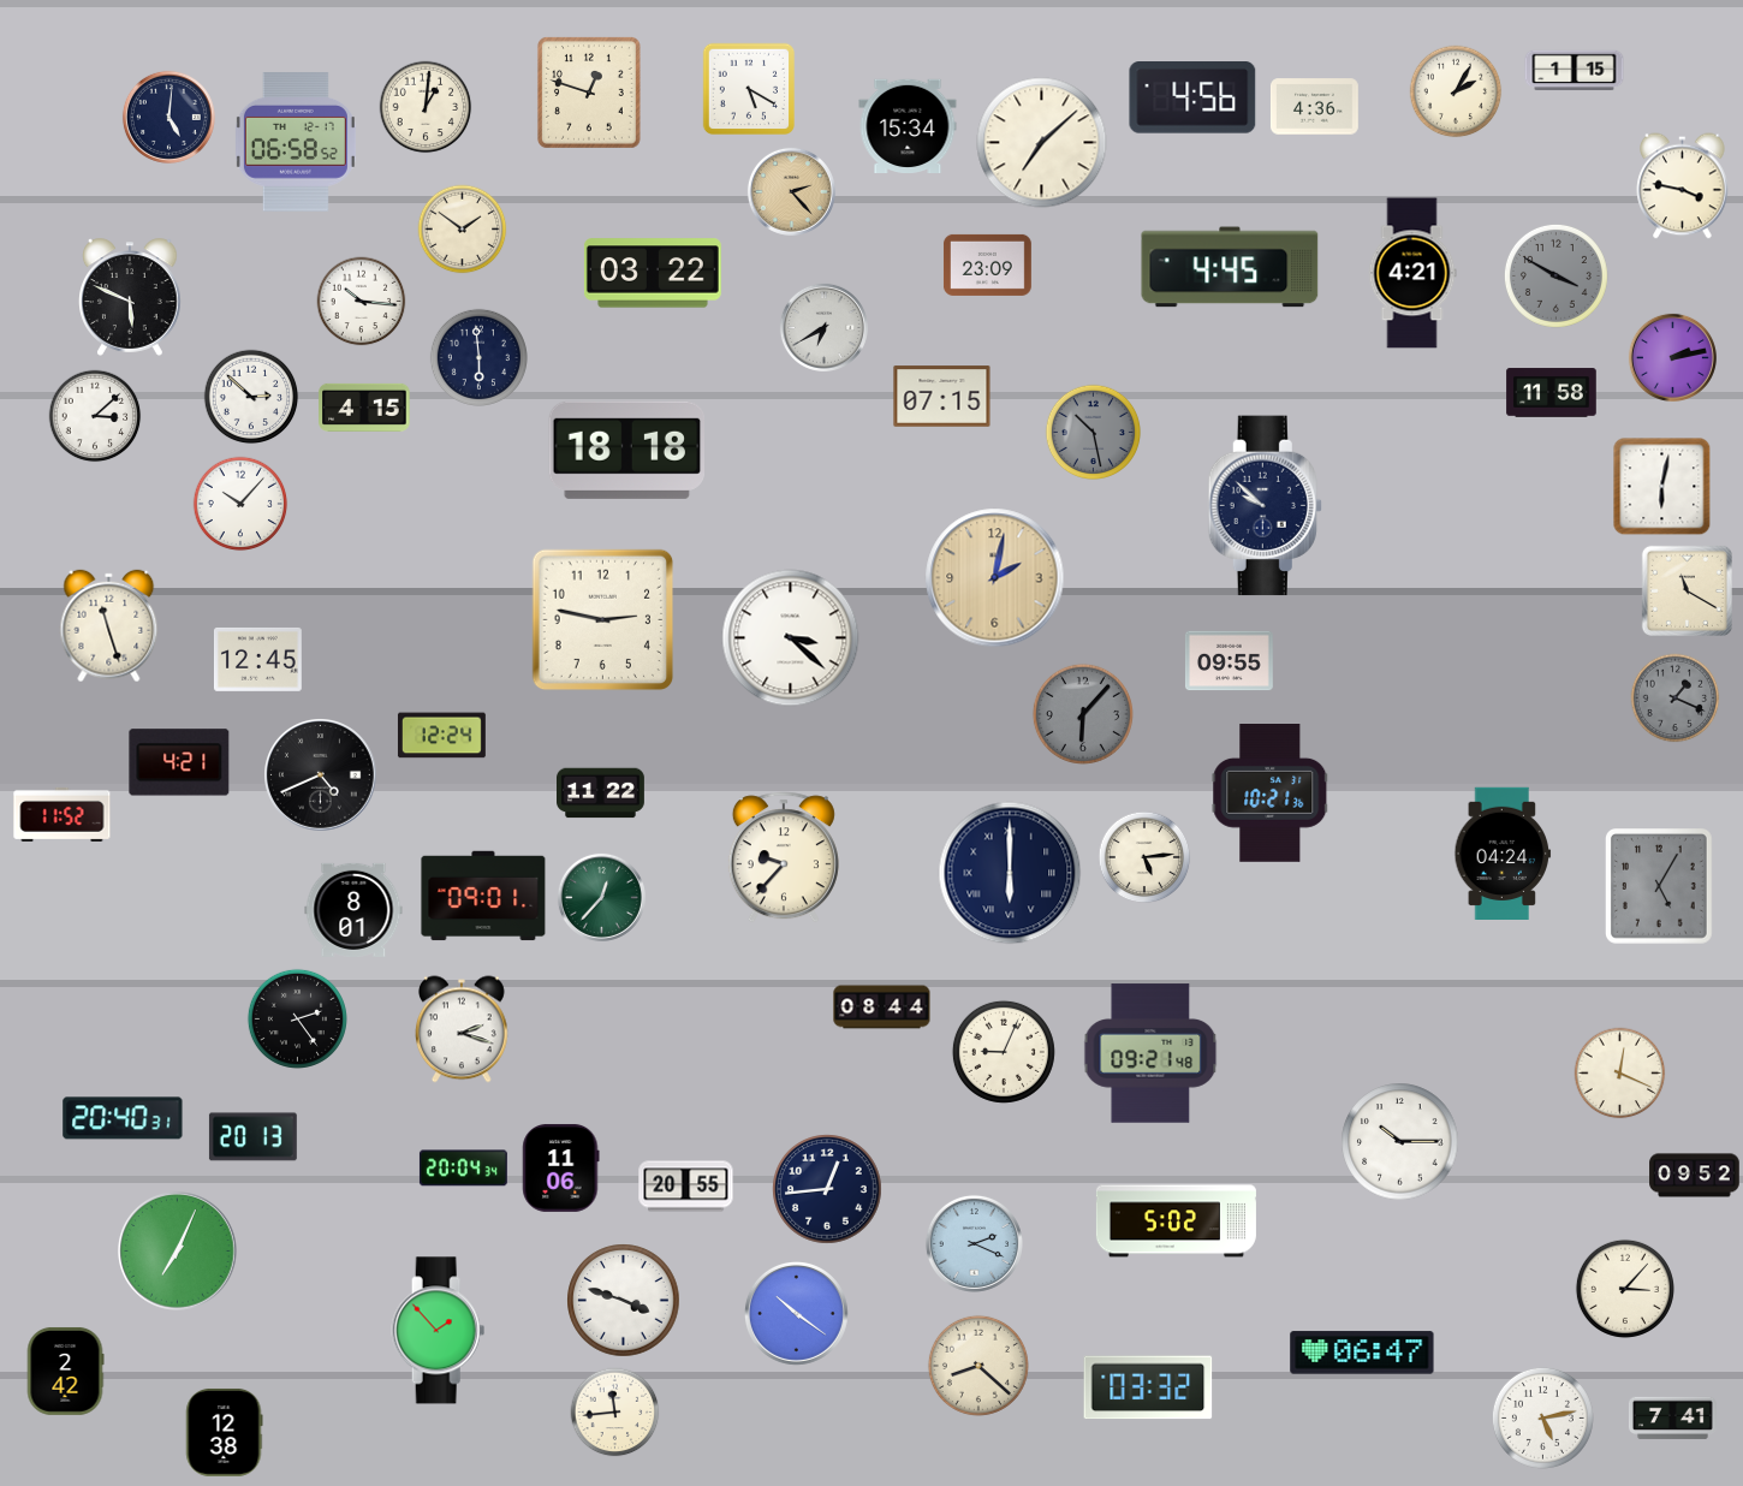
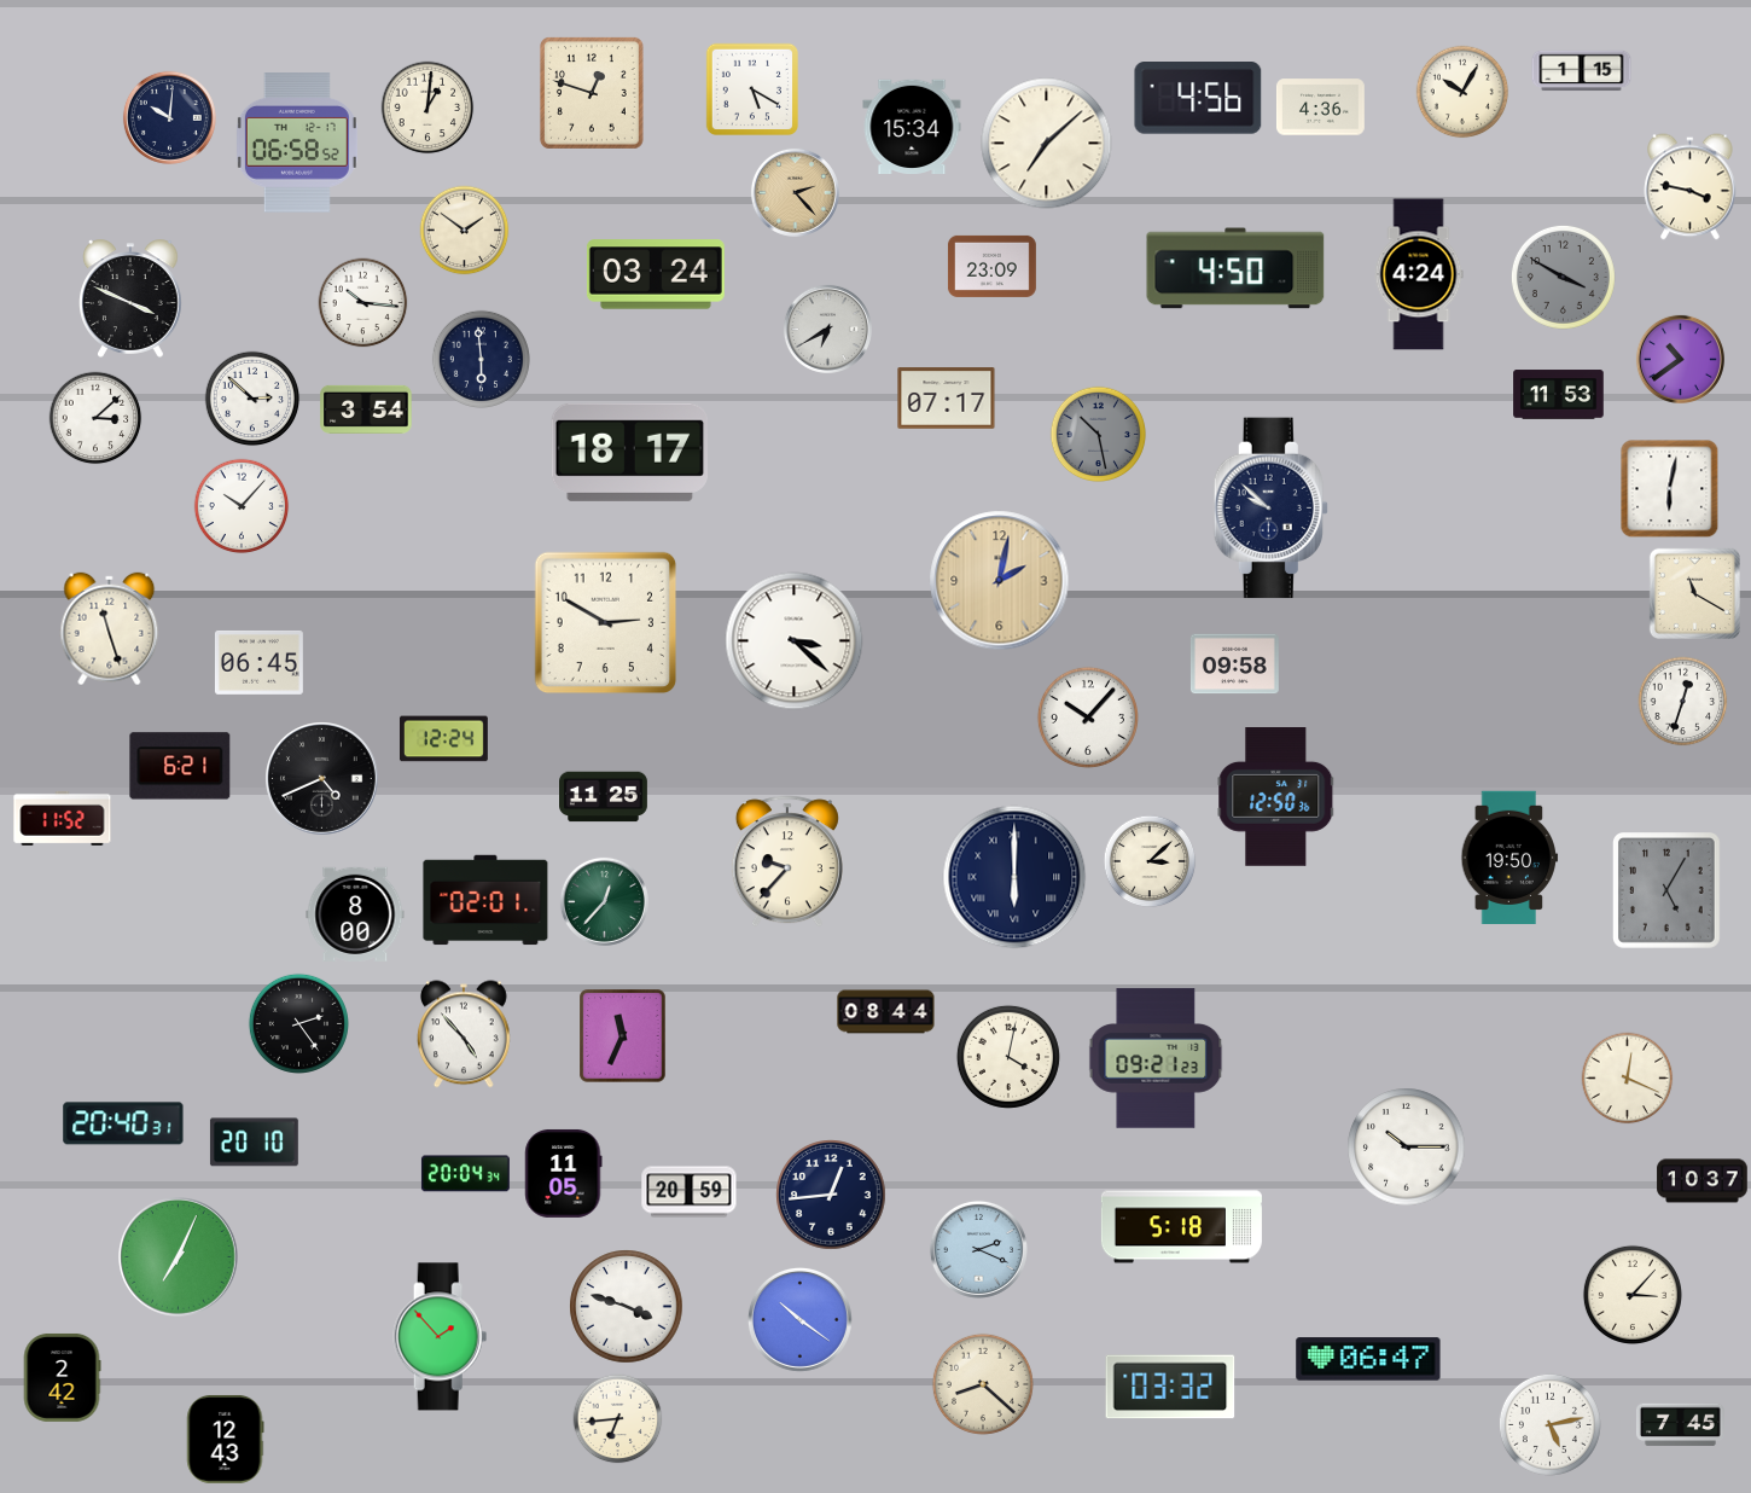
clock at (1456, 91): 2:05 -> 10:05
clock at (168, 117): 5:01 -> 10:01
clock at (1230, 267): 4:45 -> 4:50
clock at (653, 273): 03:22 -> 03:24
clock at (1412, 273): 4:21 -> 4:24
clock at (131, 297): 5:49 -> 3:49
clock at (1672, 357): 2:13 -> 10:39
clock at (1552, 393): 11:58 -> 11:53
clock at (942, 397): 07:15 -> 07:17
clock at (364, 408): 4:15 -> 3:54
clock at (626, 450): 18:18 -> 18:17
clock at (603, 620): 2:47 -> 2:50
clock at (257, 659): 12:45 -> 06:45
clock at (1229, 661): 09:55 -> 09:58
clock at (1676, 699): 1:19 -> 12:33
clock at (1676, 699) dial: grey -> white
clock at (1083, 714): 6:07 -> 10:07
clock at (1083, 714) dial: grey -> white
clock at (179, 762): 4:21 -> 6:21
clock at (601, 793): 11:22 -> 11:25
clock at (1271, 793): 10:21 -> 12:50
clock at (1503, 852): 04:24 -> 19:50
clock at (1144, 857): 5:14 -> 3:08
clock at (483, 896): 09:01 -> 02:01
clock at (353, 910): 8:01 -> 8:00
clock at (463, 1029): 2:18 -> 4:53
clock at (623, 1036): none -> 11:34
clock at (1004, 1052): 9:04 -> 4:02
clock at (1150, 1053): 09:21:48 -> 09:21:23
clock at (252, 1137): 20:13 -> 20:10
clock at (561, 1167): 11:06 -> 11:05
clock at (1695, 1176): 09:52 -> 10:37
clock at (686, 1187): 20:55 -> 20:59
clock at (1176, 1222): 5:02 -> 5:18
clock at (978, 1366) position: (978, 1366) -> (983, 1384)
clock at (65, 1371) position: (65, 1371) -> (62, 1377)
clock at (1148, 1387) position: (1148, 1387) -> (1170, 1387)
clock at (615, 1413): 11:44 -> 6:44
clock at (1672, 1419): 7:41 -> 7:45
clock at (225, 1432): 12:38 -> 12:43
